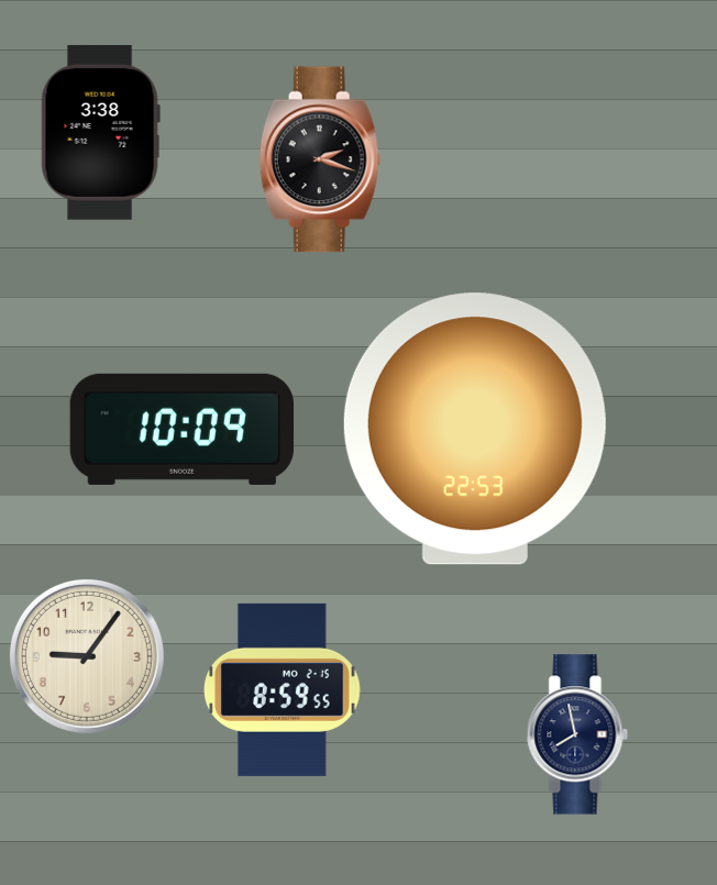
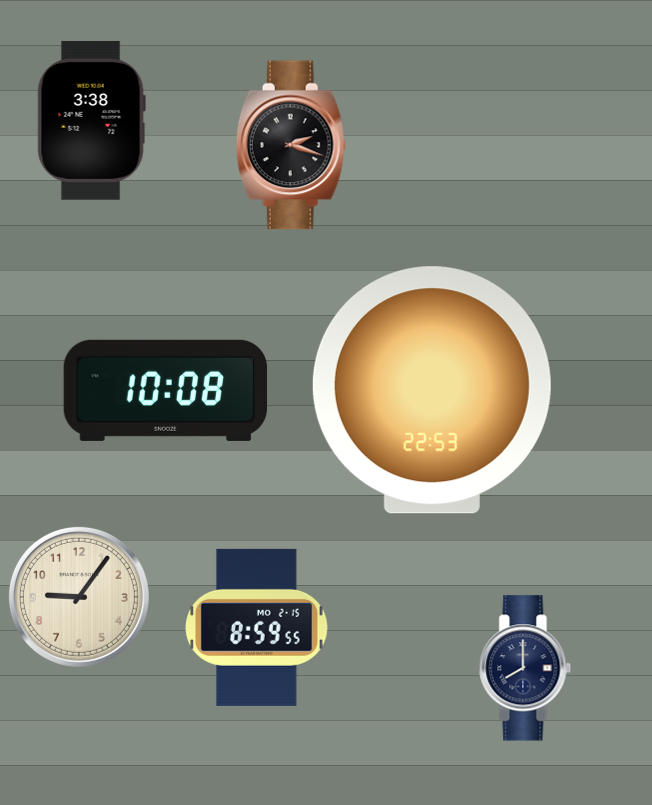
clock at (181, 429): 10:09 -> 10:08
clock at (577, 734): 7:58 -> 8:00
